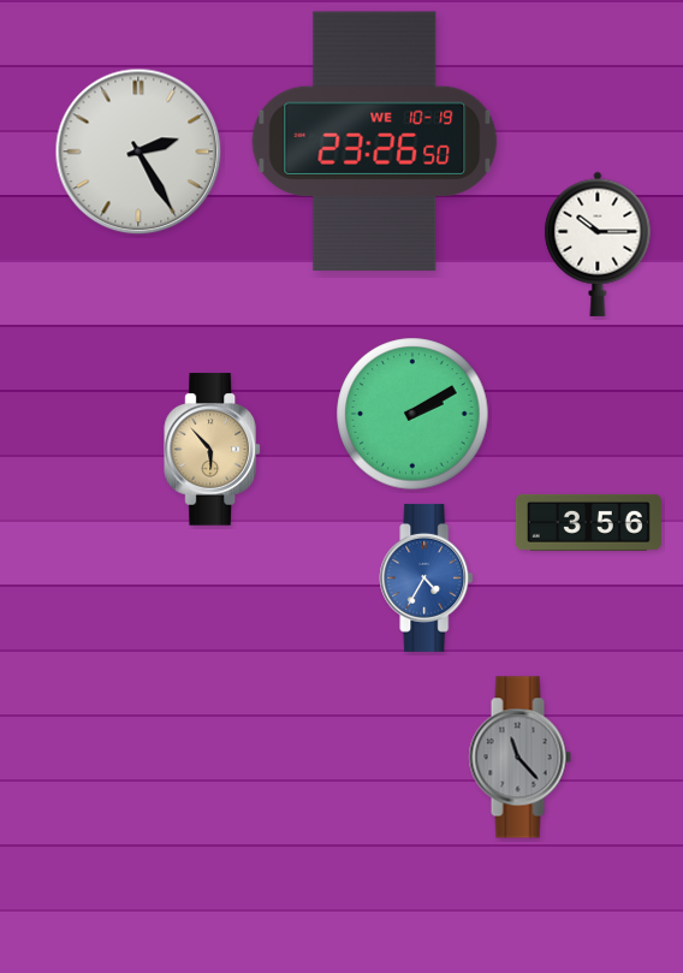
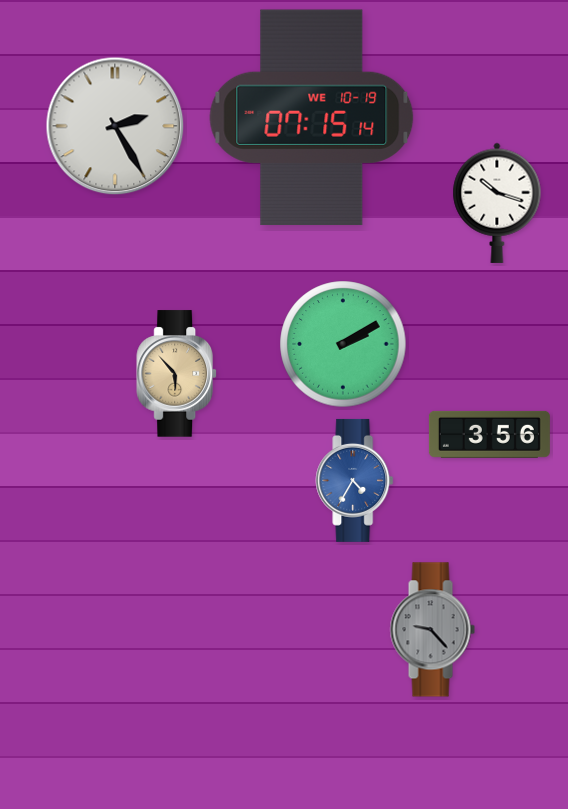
clock at (375, 142): 23:26 -> 07:15
clock at (598, 244): 10:15 -> 10:18
clock at (519, 758): 11:23 -> 9:23
